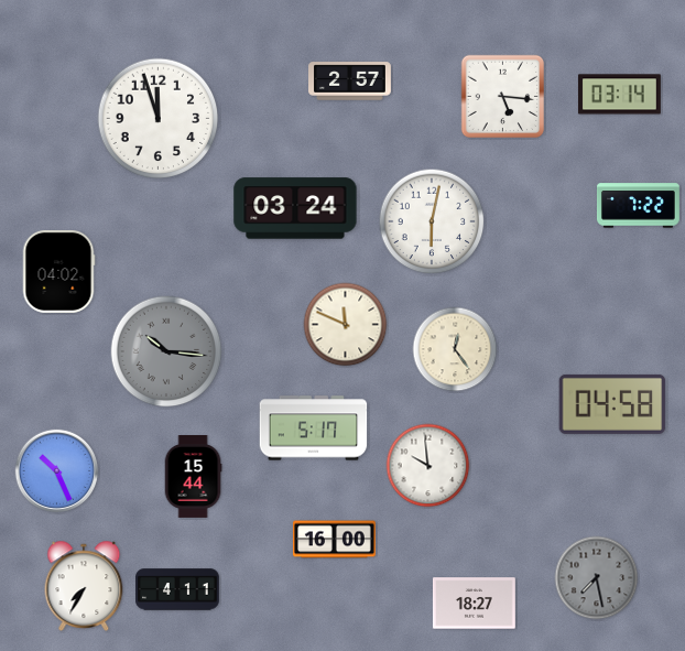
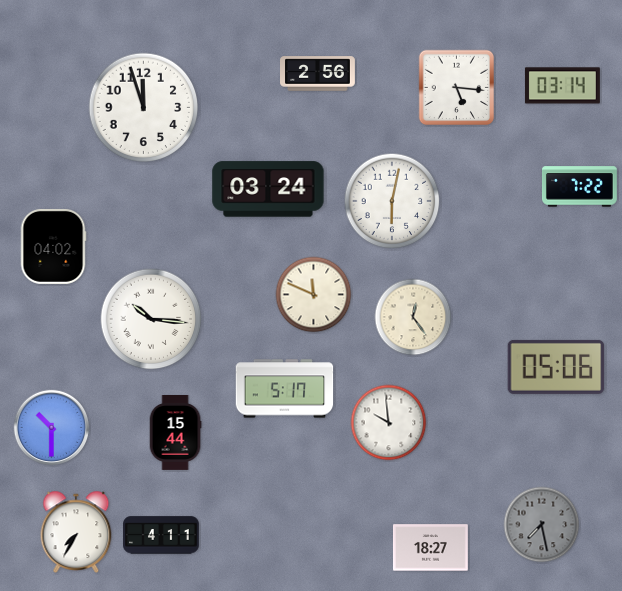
clock at (350, 82): 2:57 -> 2:56
clock at (166, 351) dial: grey -> white
clock at (612, 404): 04:58 -> 05:06
clock at (57, 471): 10:26 -> 10:30
clock at (335, 540): 16:00 -> none
